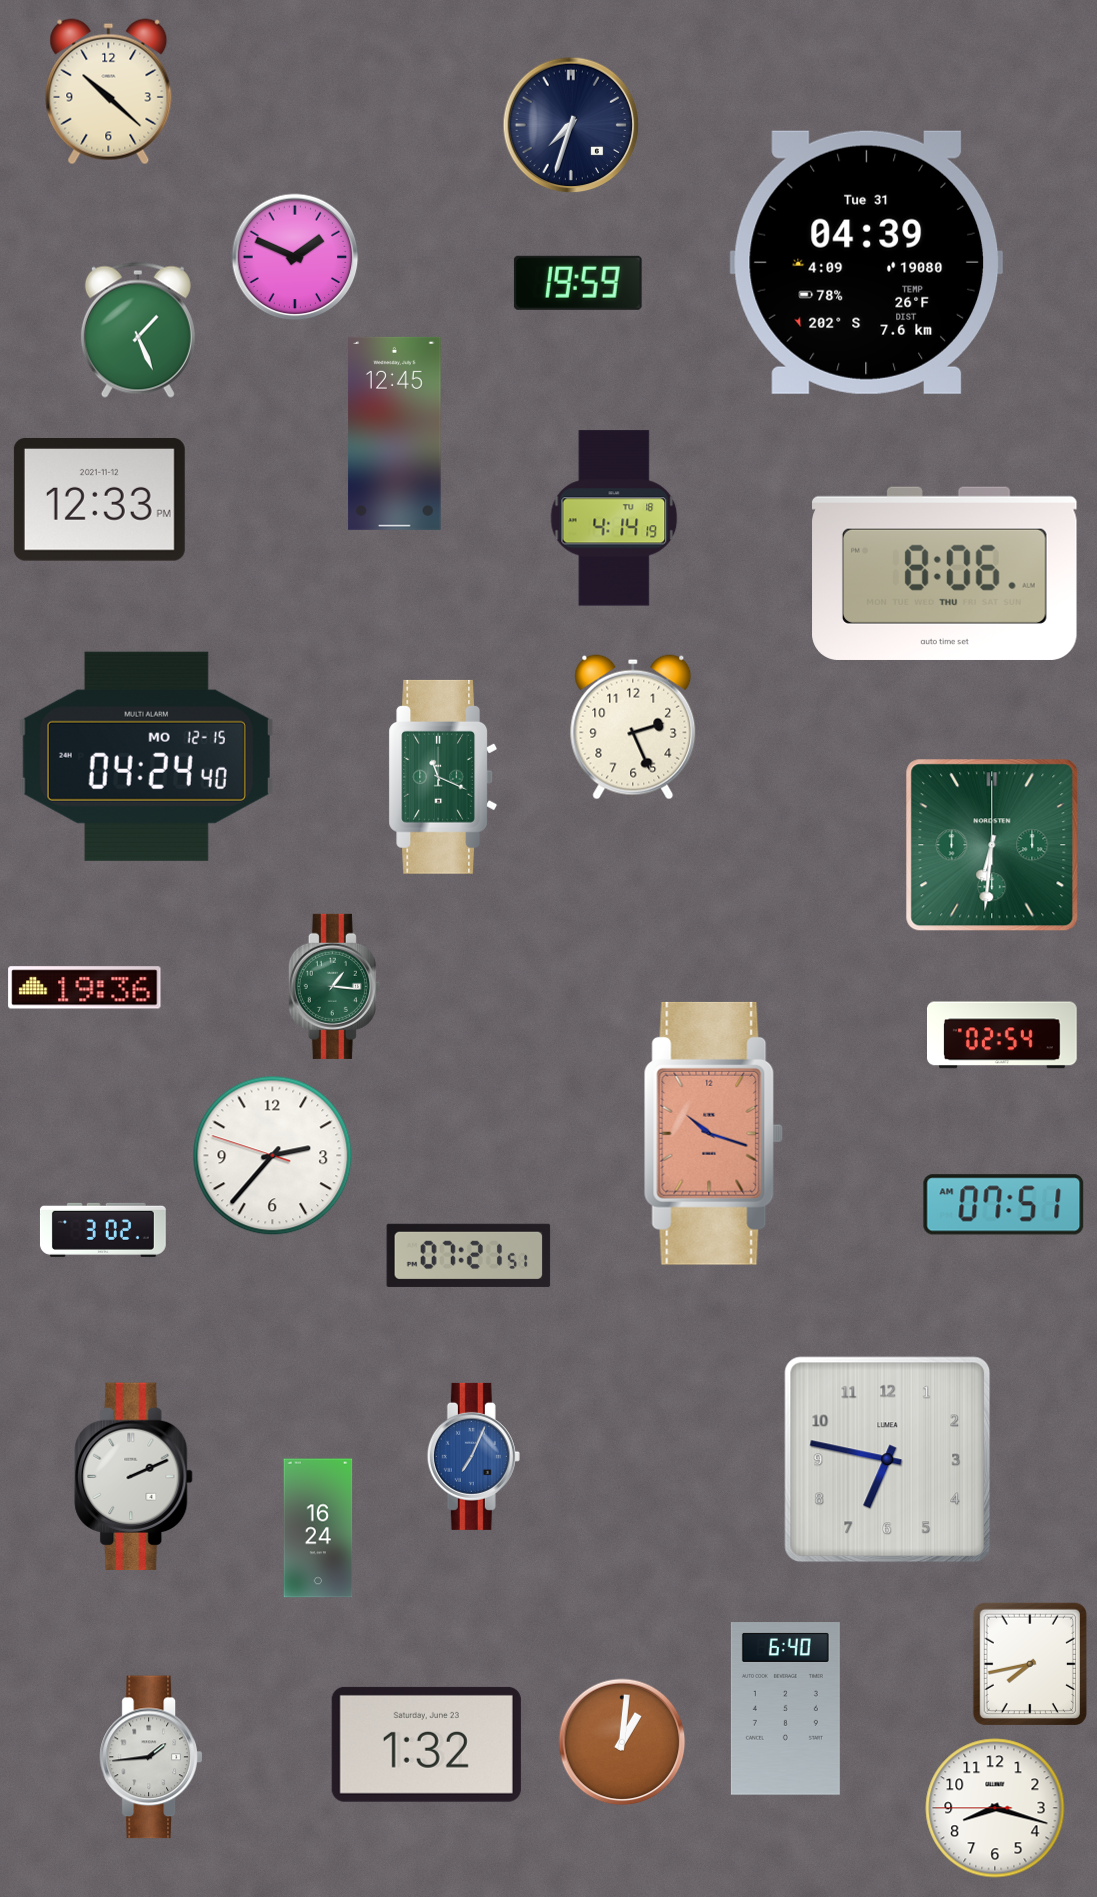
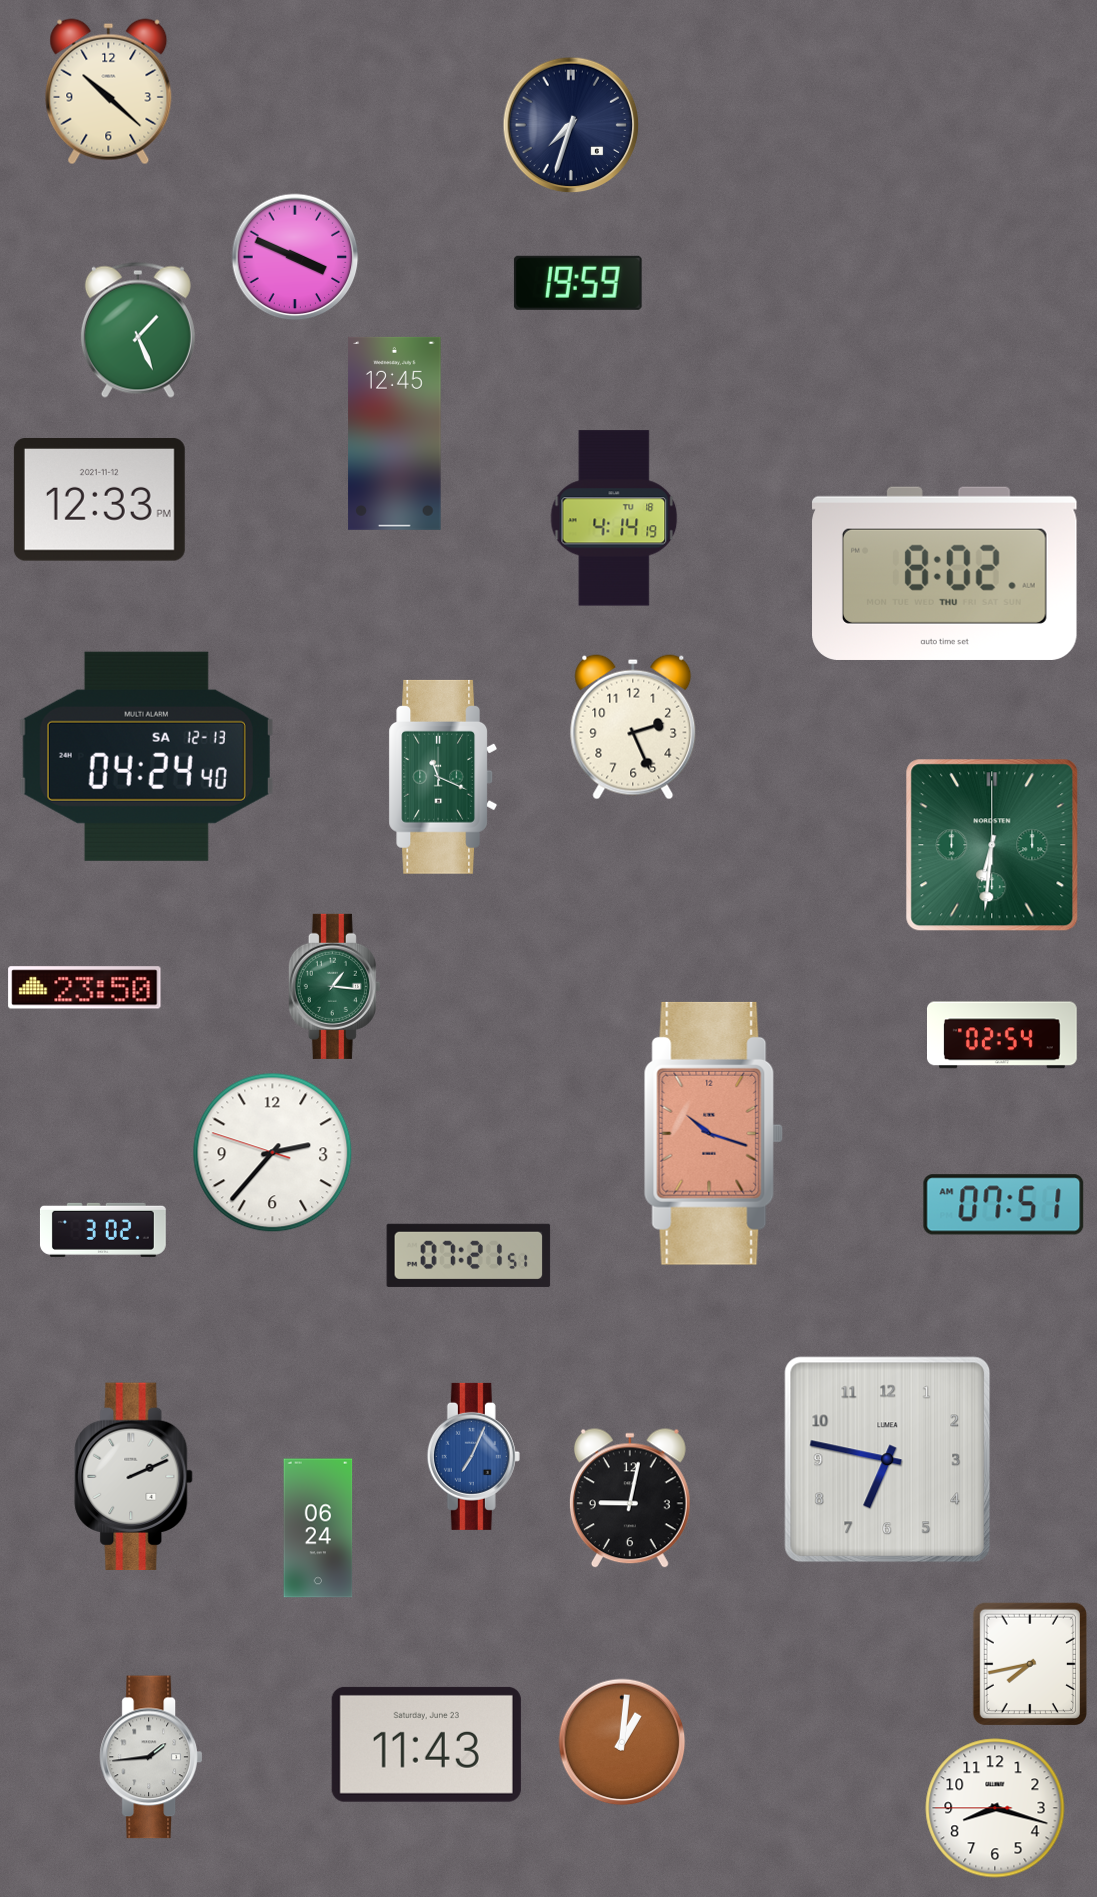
clock at (295, 257): 1:49 -> 3:49
clock at (867, 262): 04:39 -> none
clock at (945, 573): 8:06 -> 8:02
clock at (146, 756) date: MO 12-15 -> SA 12-13
clock at (85, 988): 19:36 -> 23:50
clock at (273, 1156) position: (273, 1156) -> (273, 1153)
clock at (630, 1499): none -> 9:02
clock at (318, 1528): 16:24 -> 06:24
clock at (785, 1709): 6:40 -> none
clock at (426, 1744): 1:32 -> 11:43
